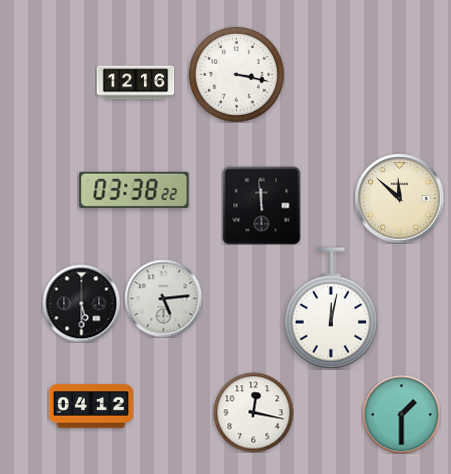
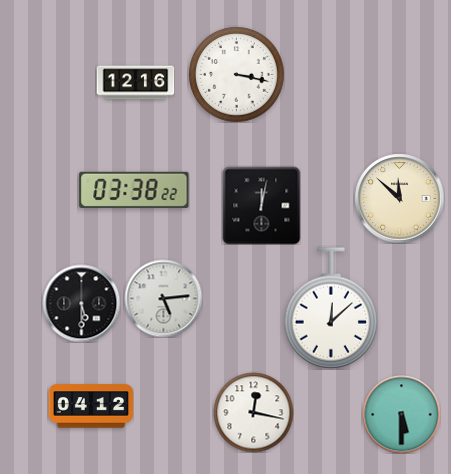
clock at (261, 205): 11:59 -> 12:02
clock at (331, 308): 12:02 -> 12:08
clock at (401, 414): 1:30 -> 5:30
